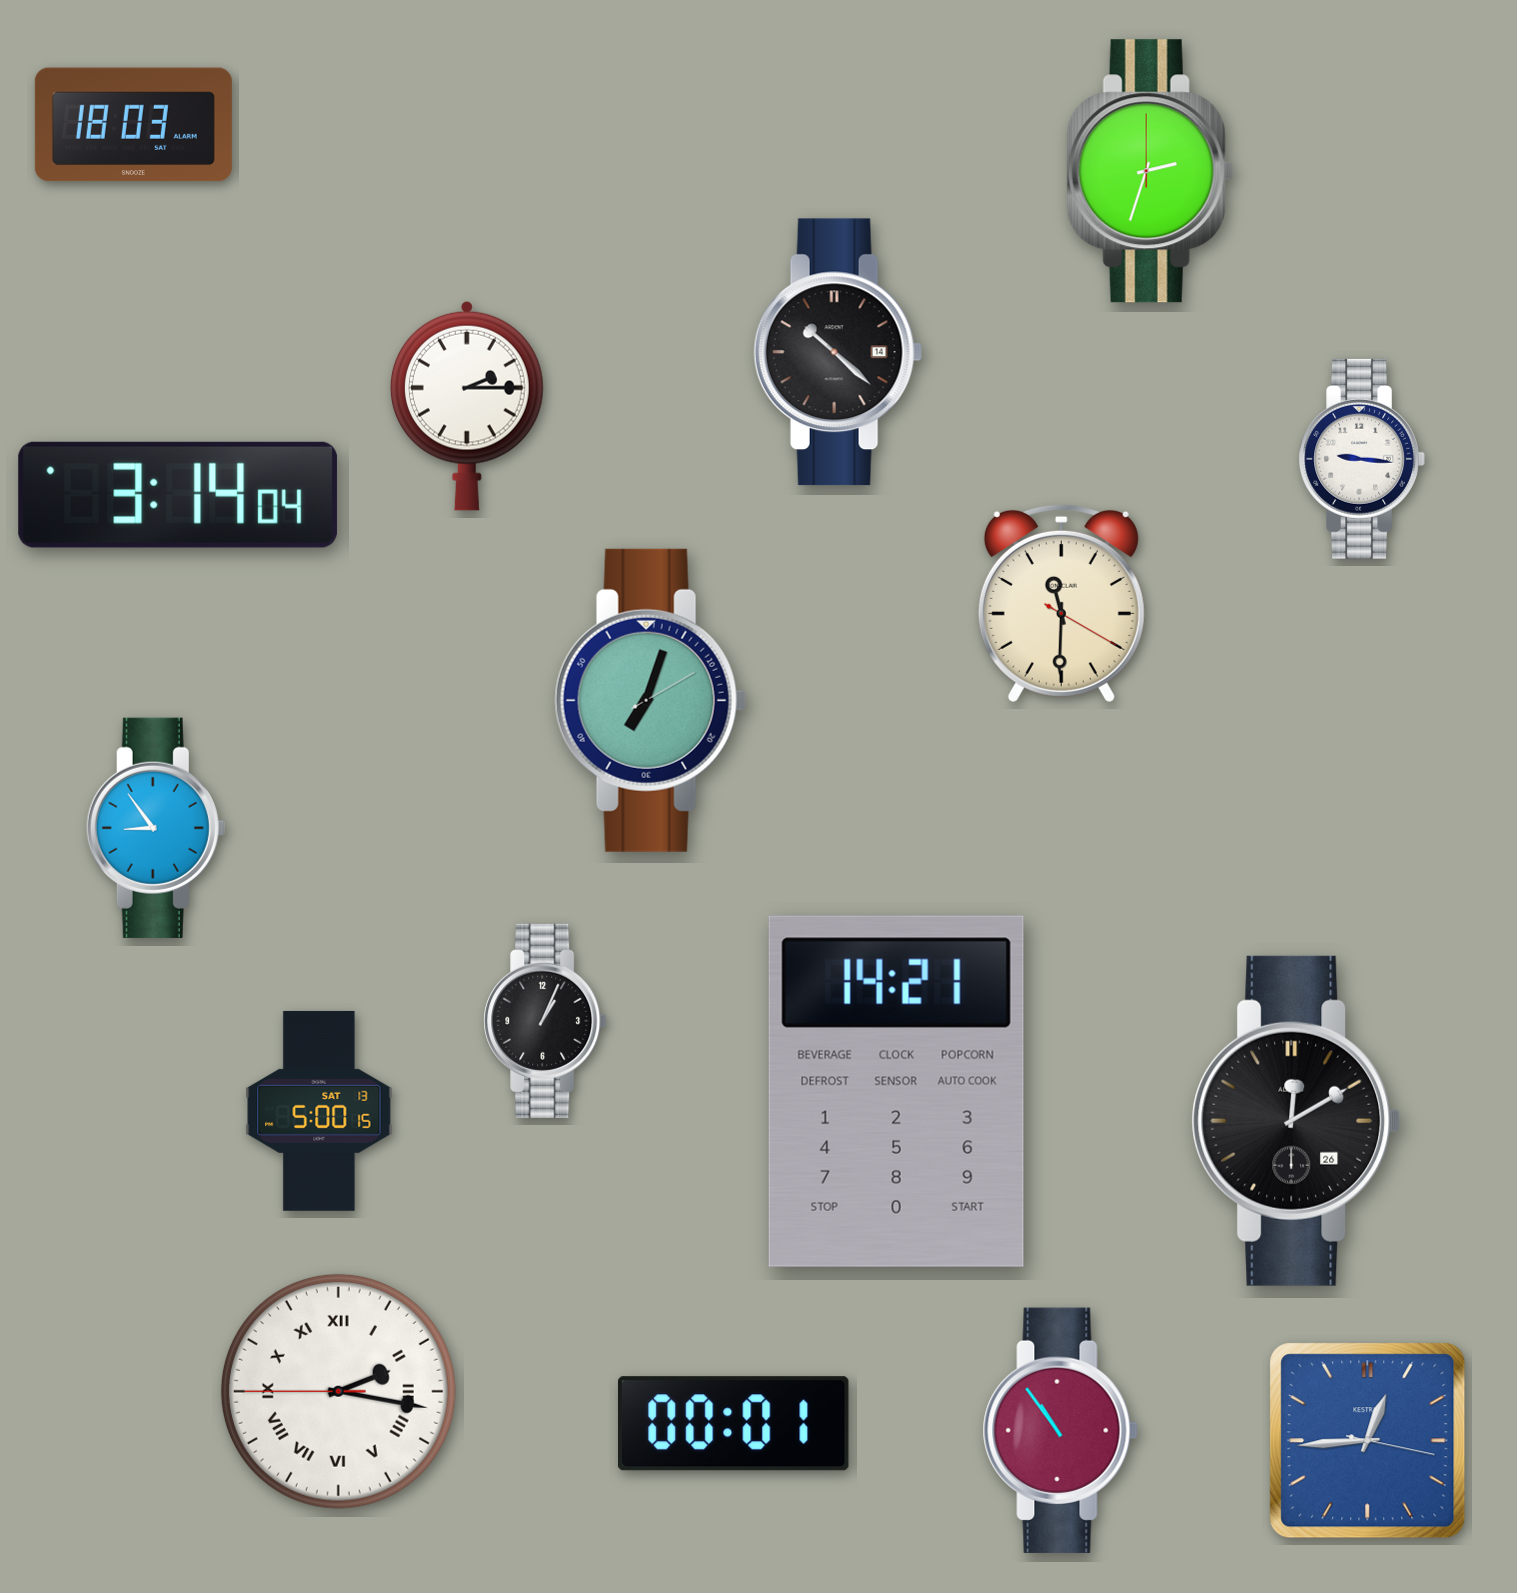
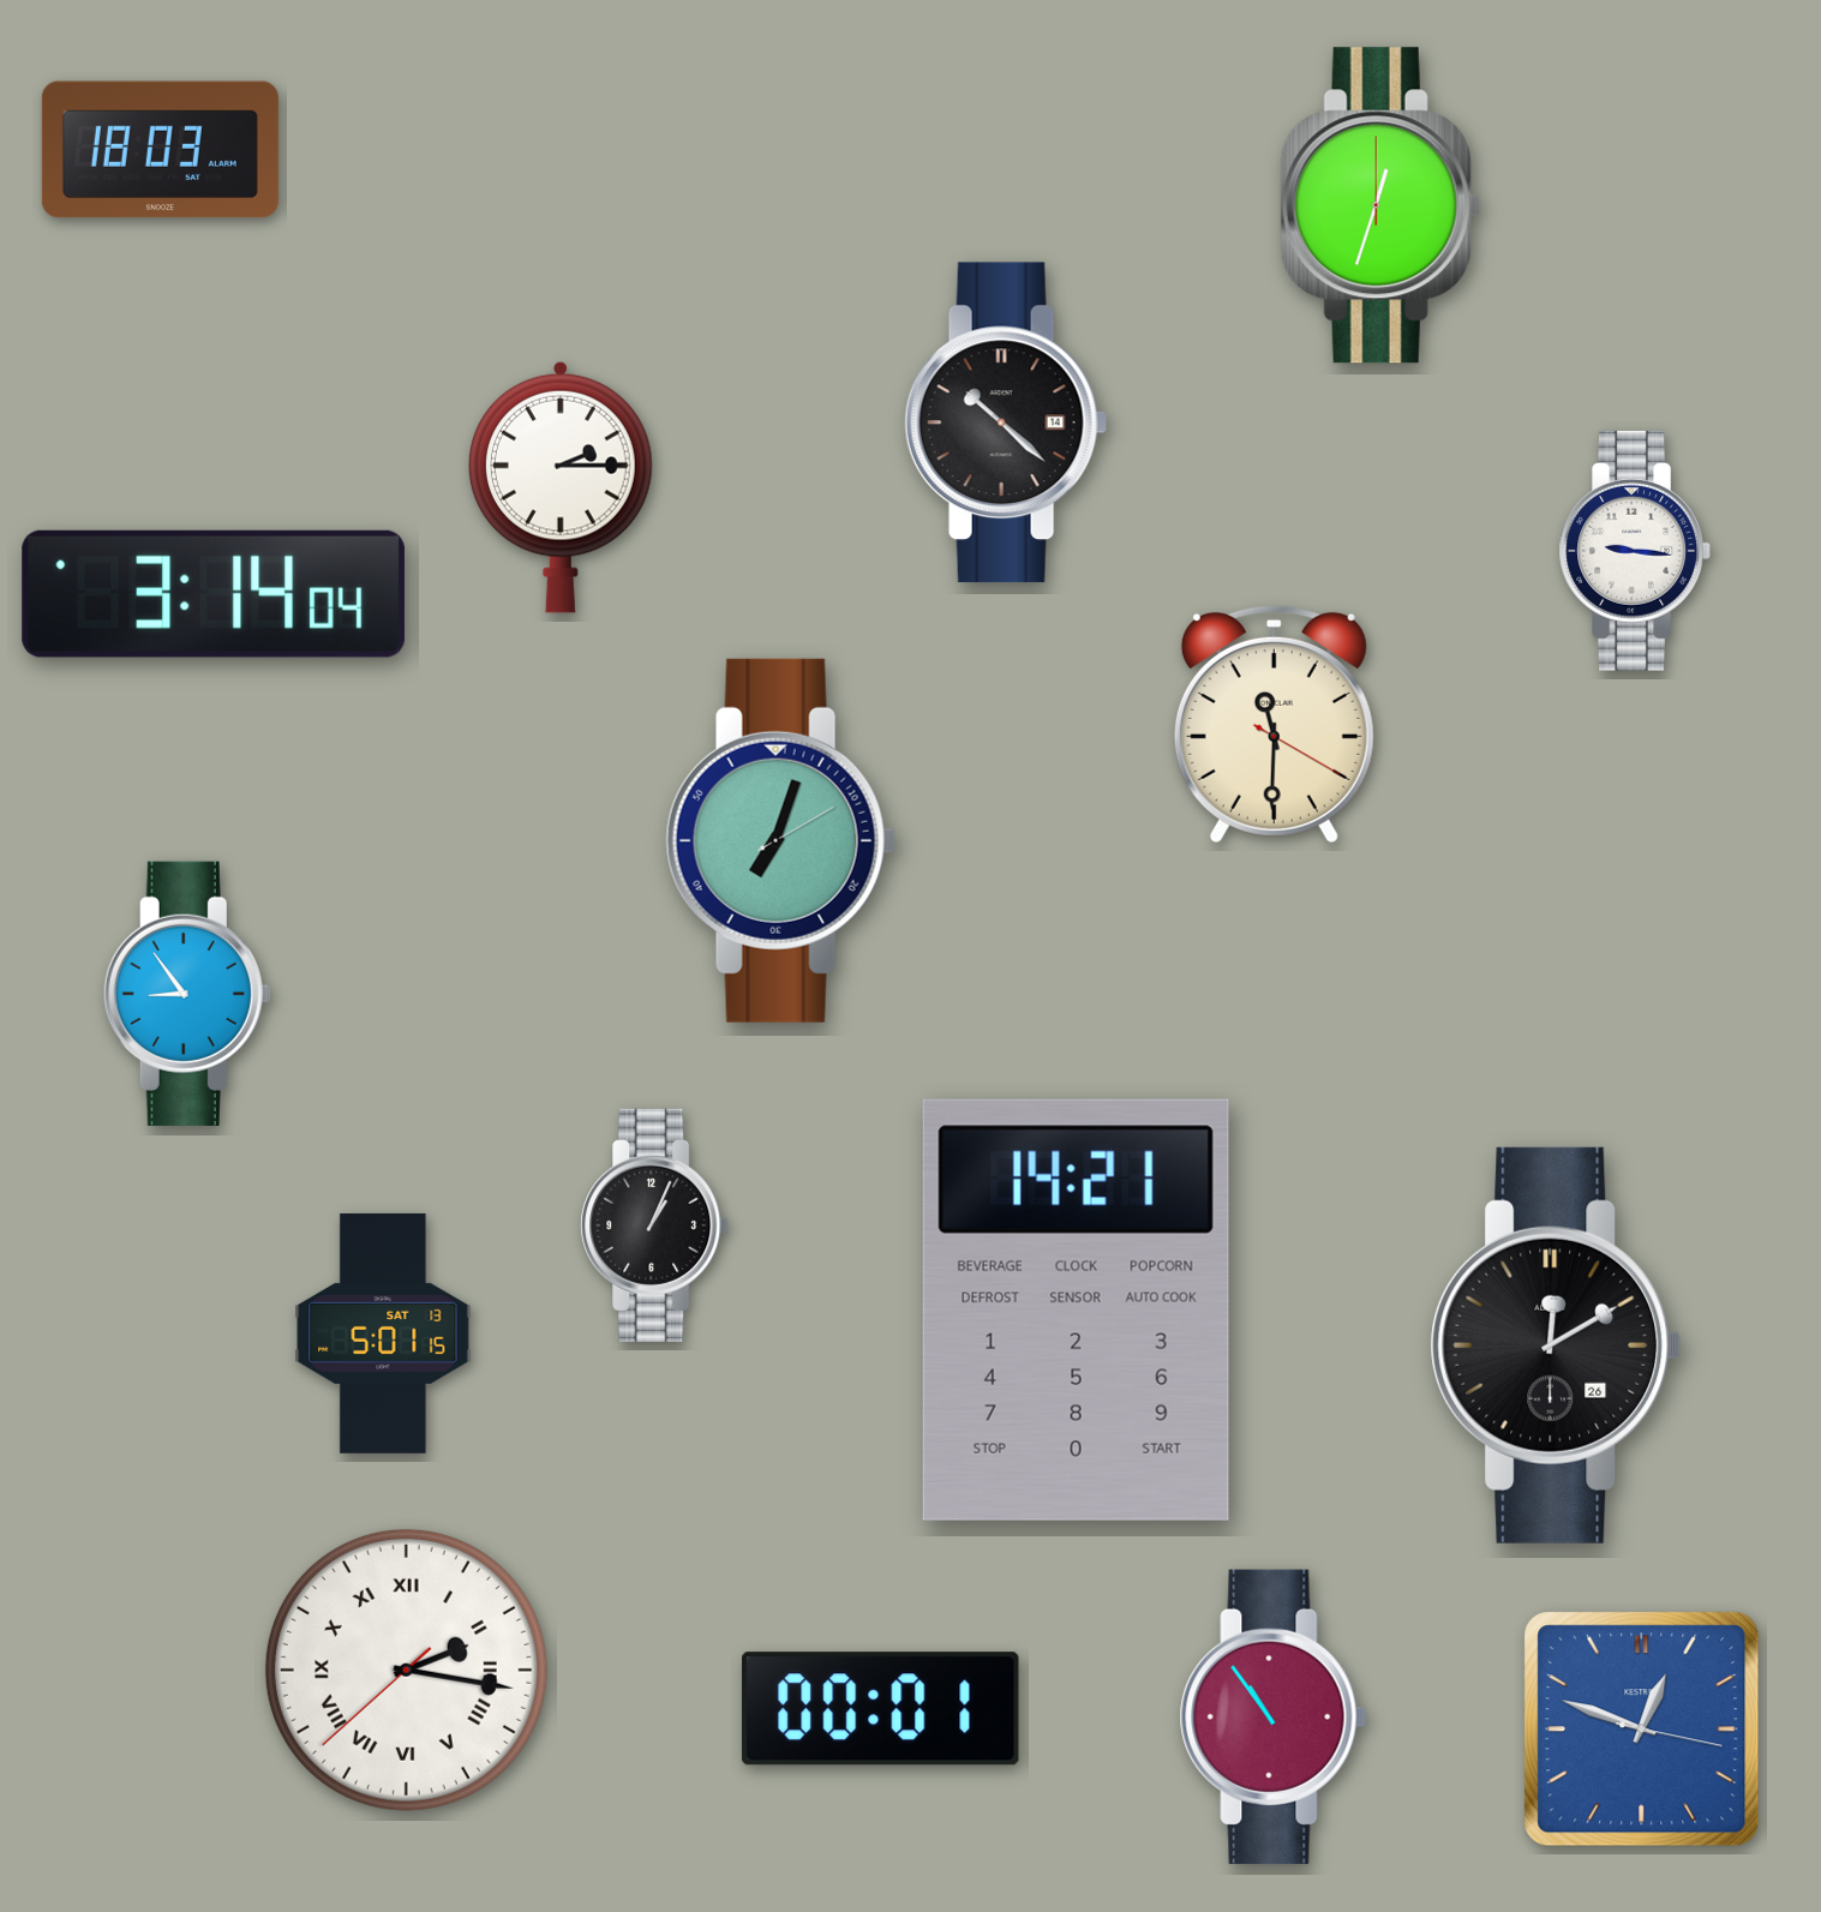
clock at (1150, 171): 2:33 -> 12:33
clock at (319, 1111): 5:00 -> 5:01
clock at (338, 1391): 2:16:45 -> 2:16:38
clock at (1368, 1441): 12:44 -> 12:48
